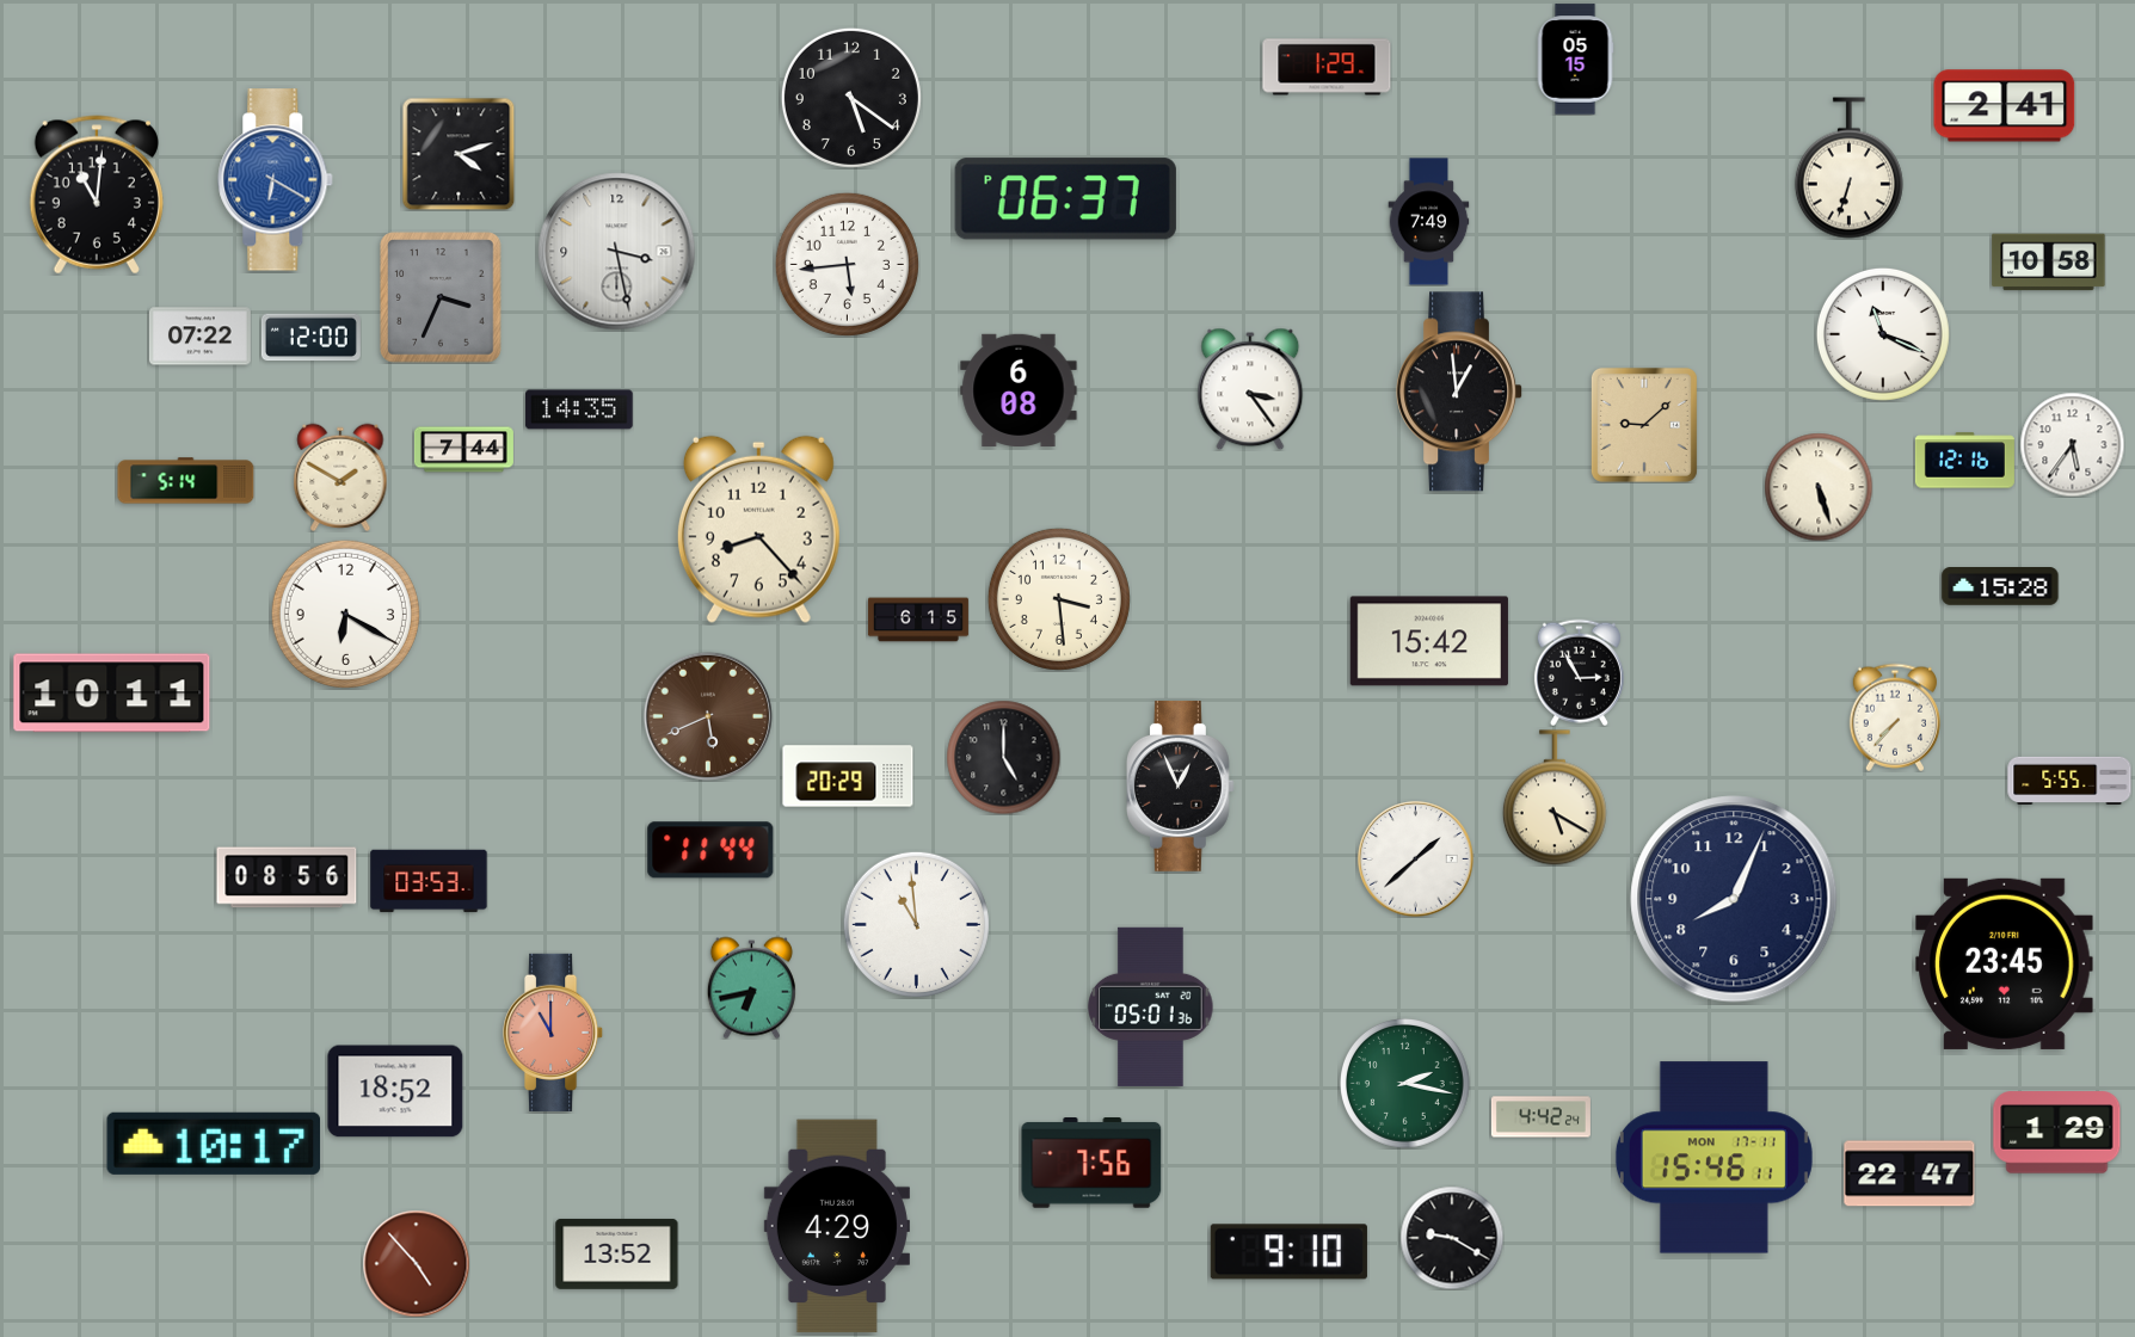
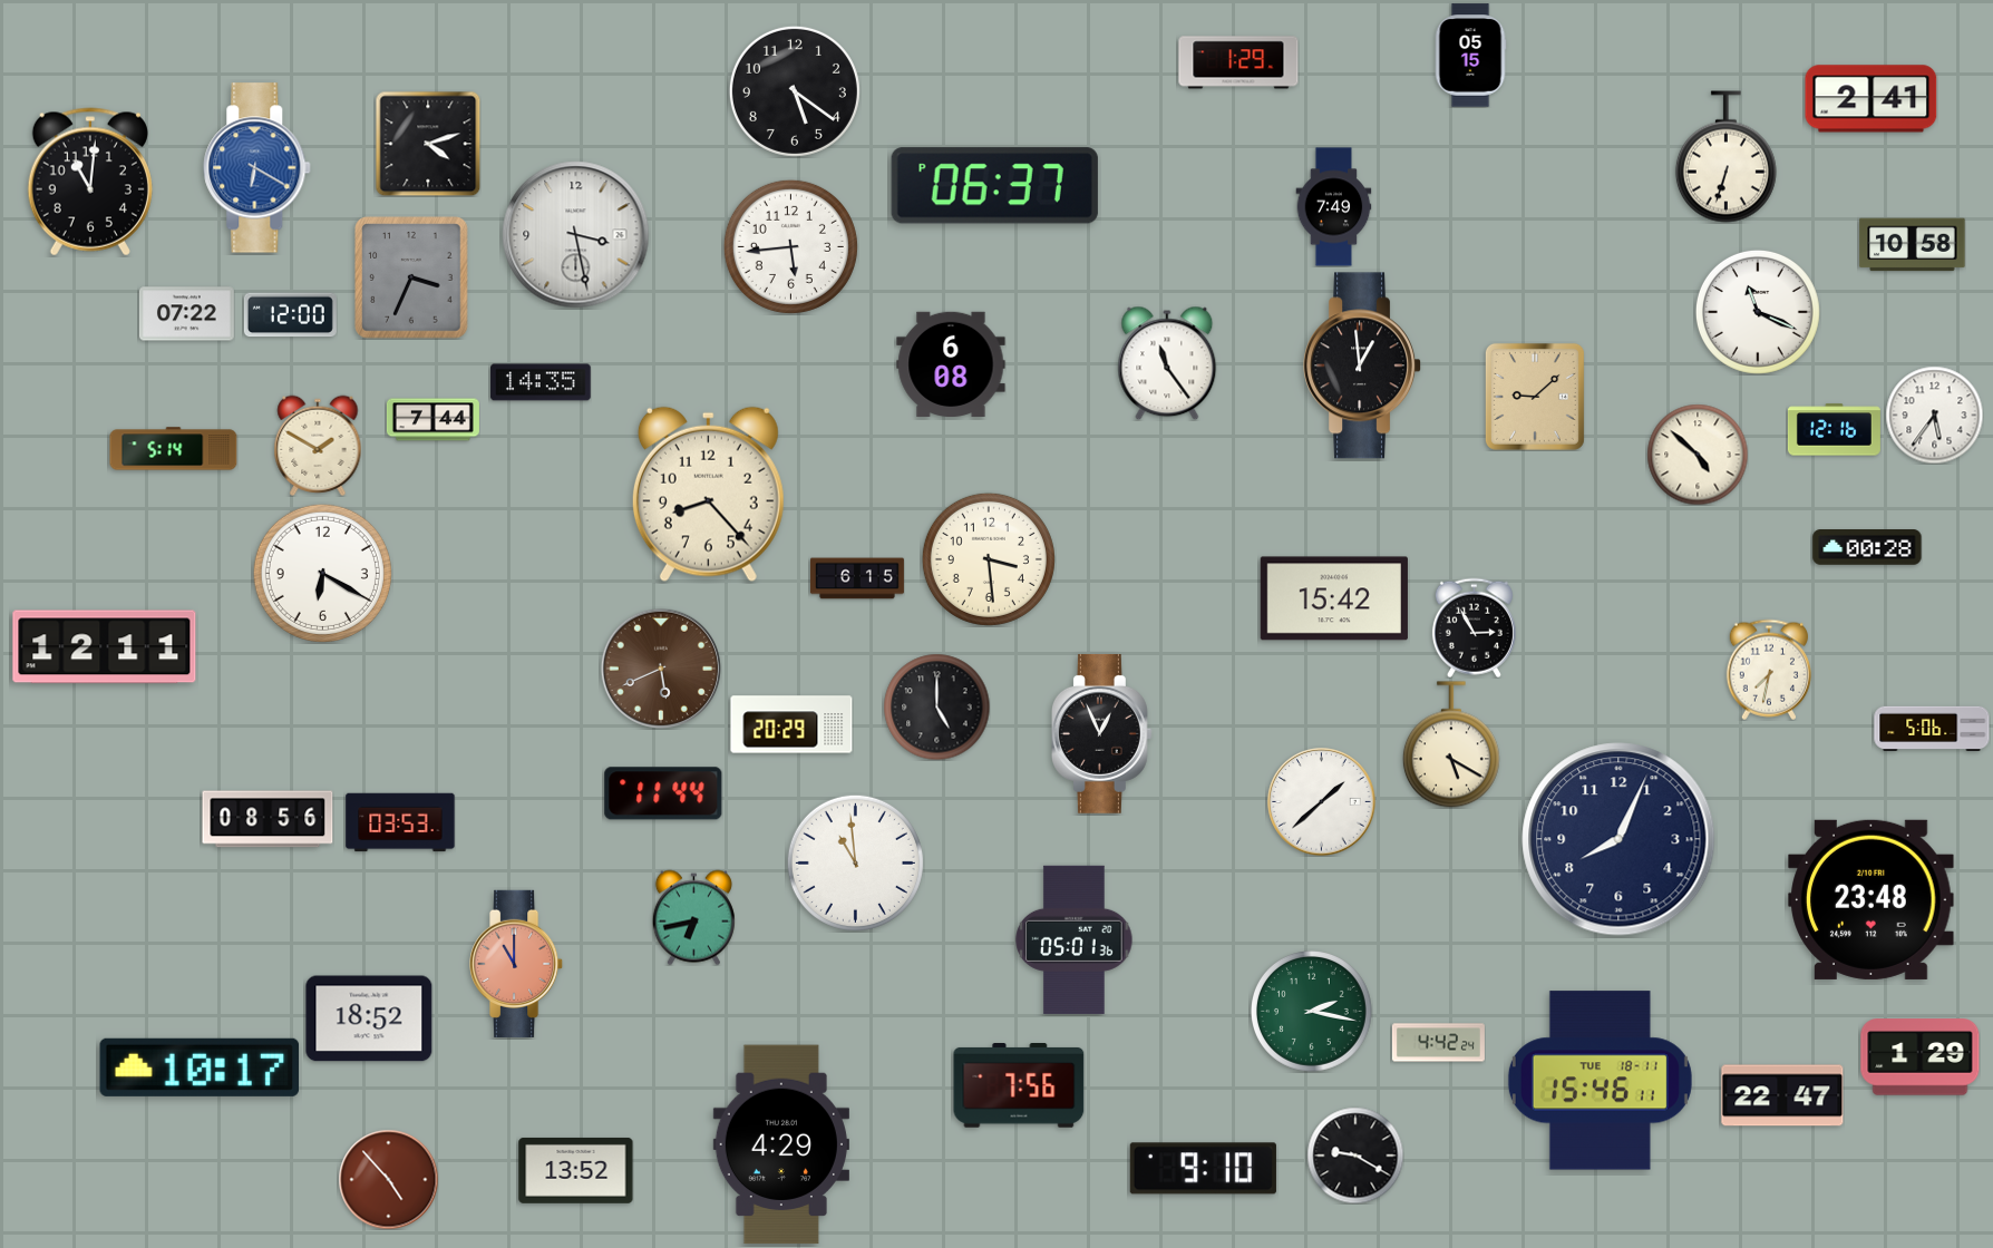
clock at (1250, 389): 3:24 -> 11:24
clock at (1819, 487): 5:27 -> 4:52
clock at (2000, 586): 15:28 -> 00:28
clock at (112, 694): 10:11 -> 12:11
clock at (1895, 717): 7:37 -> 7:32
clock at (2069, 780): 5:55 -> 5:06
clock at (2005, 963): 23:45 -> 23:48
clock at (751, 987) position: (751, 987) -> (693, 917)
clock at (1713, 1158) date: MON 17-11 -> TUE 18-11
